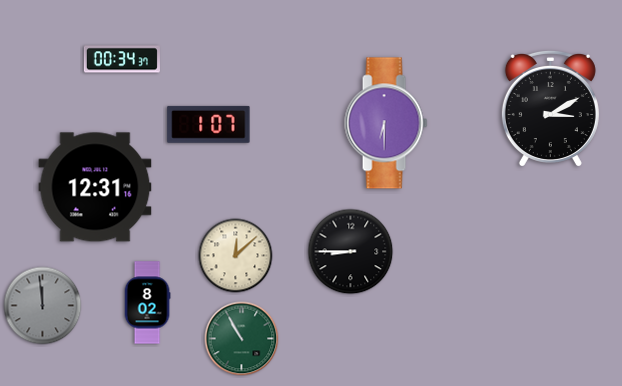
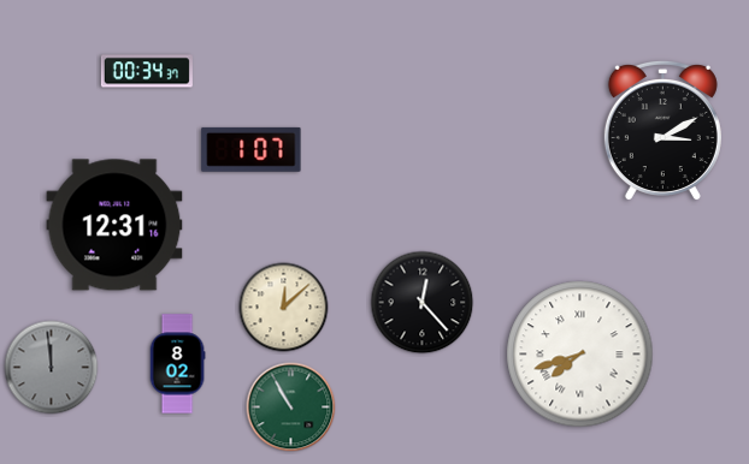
clock at (386, 123): 6:30 -> none
clock at (351, 252): 8:45 -> 12:23
clock at (580, 355): none -> 7:42
